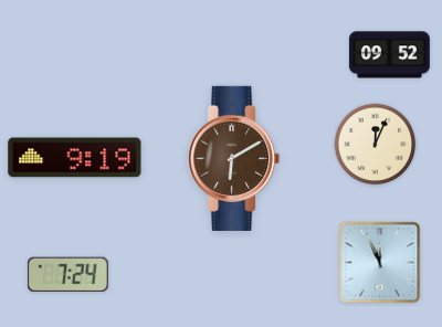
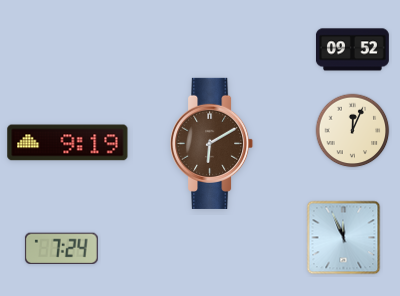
clock at (376, 145) position: (376, 145) -> (353, 131)
